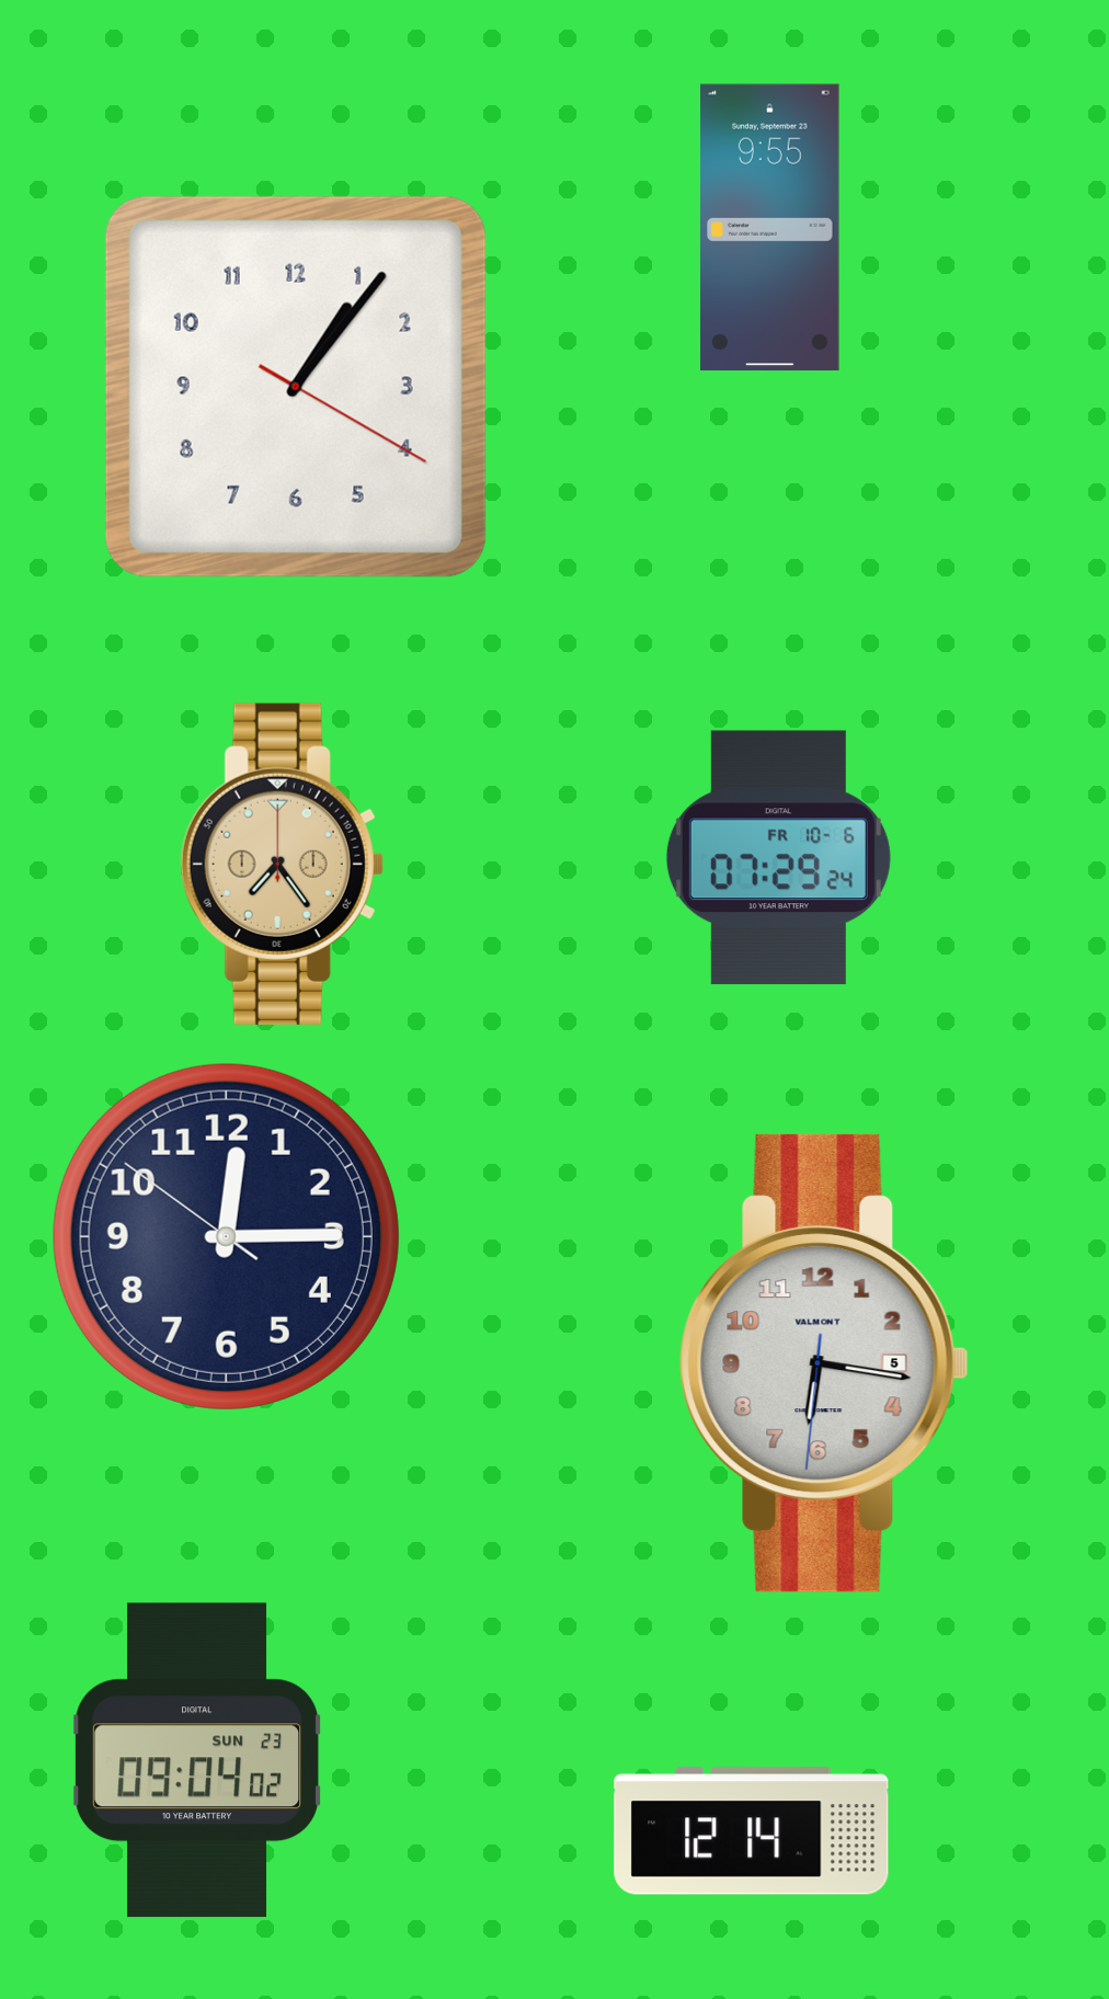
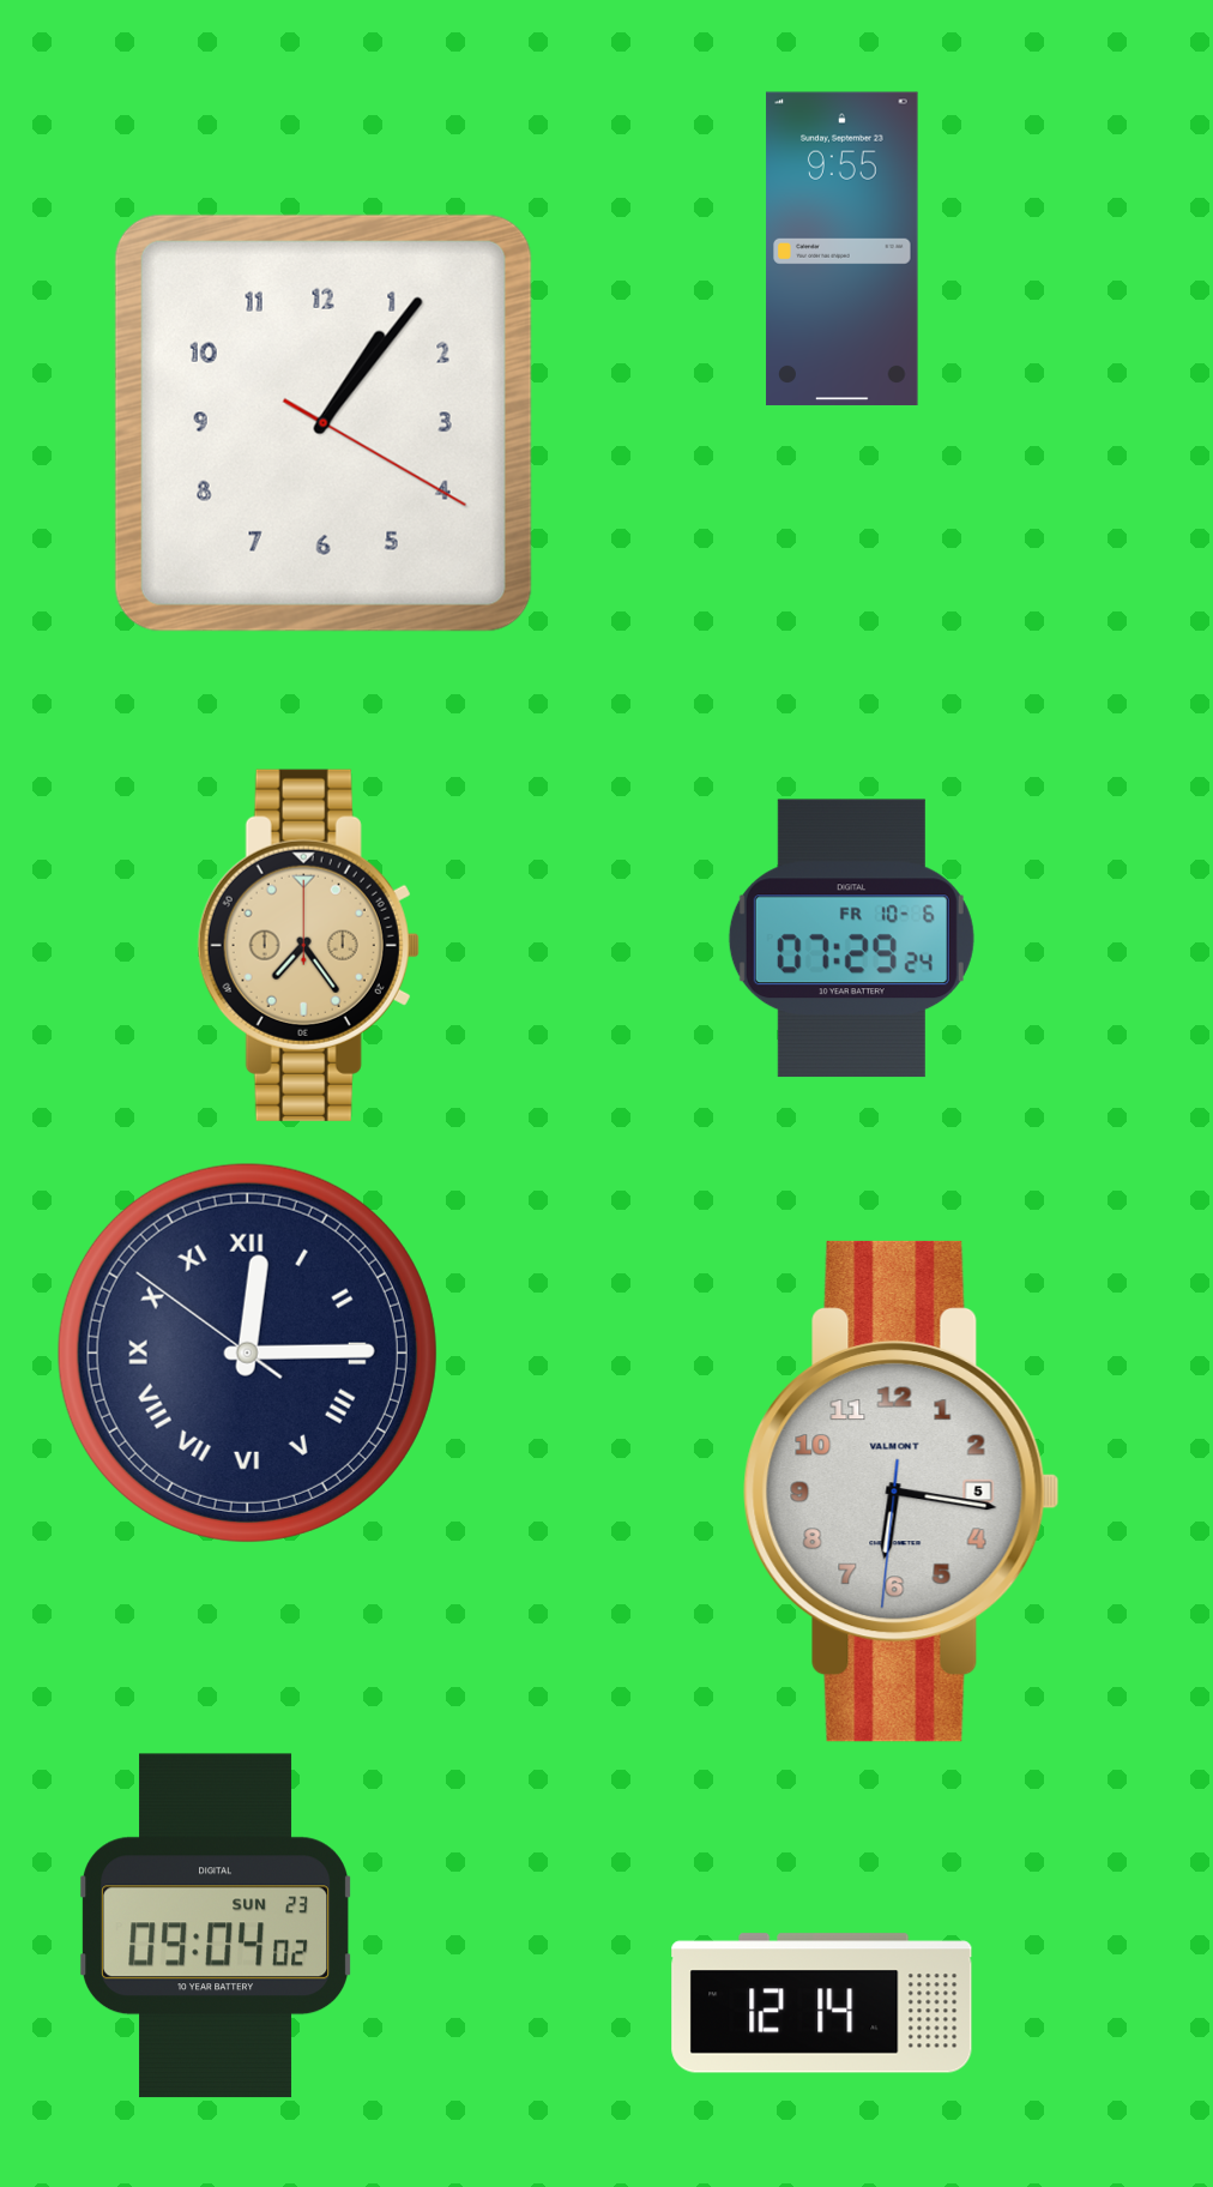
clock at (226, 1236) numerals: Arabic -> Roman
